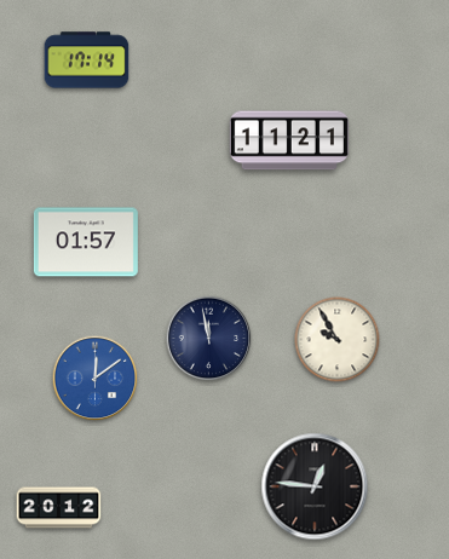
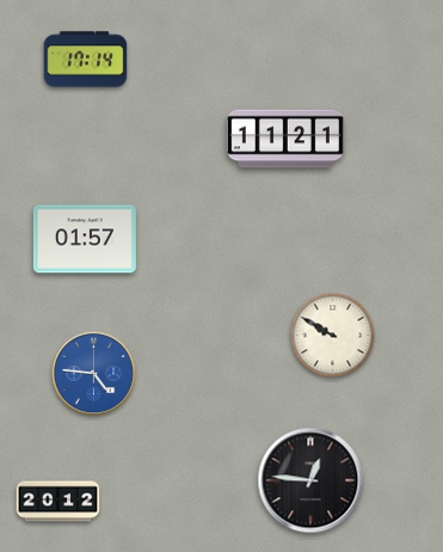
clock at (209, 339): 11:58 -> none
clock at (338, 340): 9:55 -> 9:50
clock at (96, 379): 12:09 -> 4:46
